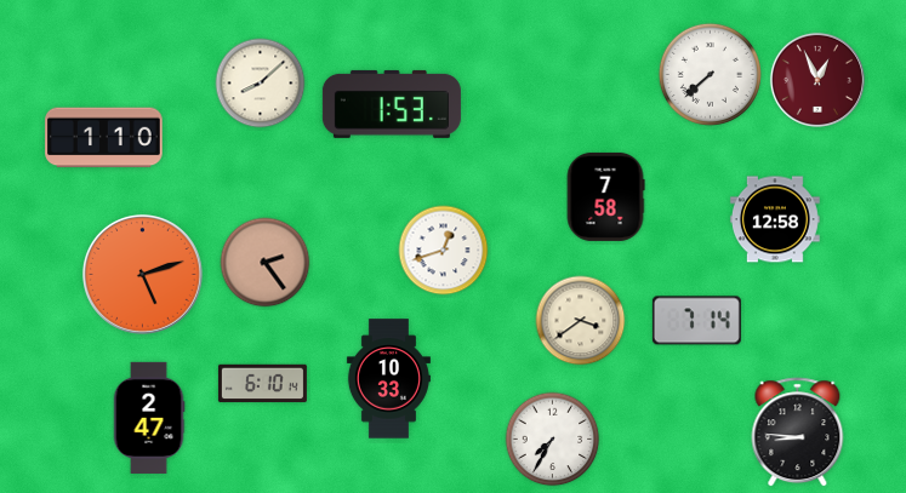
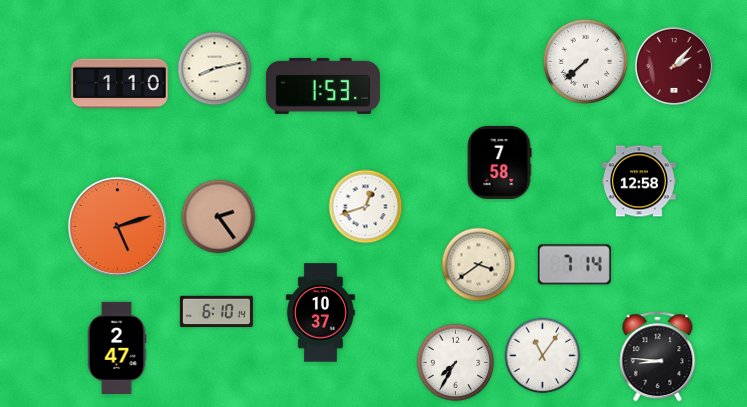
clock at (817, 80): 12:56 -> 2:07
clock at (261, 84): 8:08 -> 8:13
clock at (104, 138) position: (104, 138) -> (120, 84)
clock at (388, 379): 10:33 -> 10:37
clock at (262, 384) position: (262, 384) -> (216, 312)
clock at (149, 418) position: (149, 418) -> (117, 348)
clock at (543, 356): none -> 11:06
